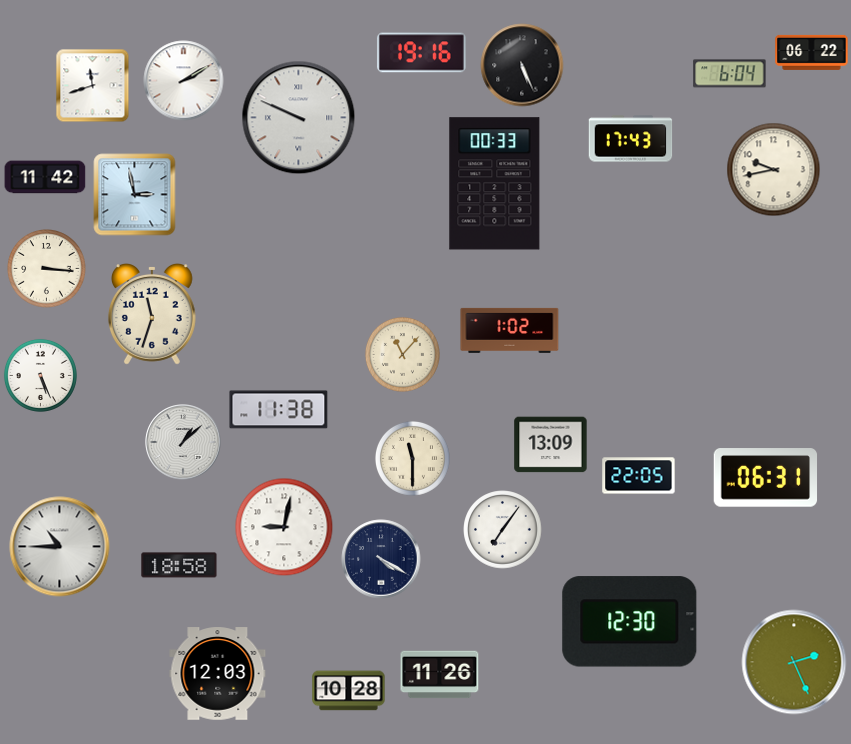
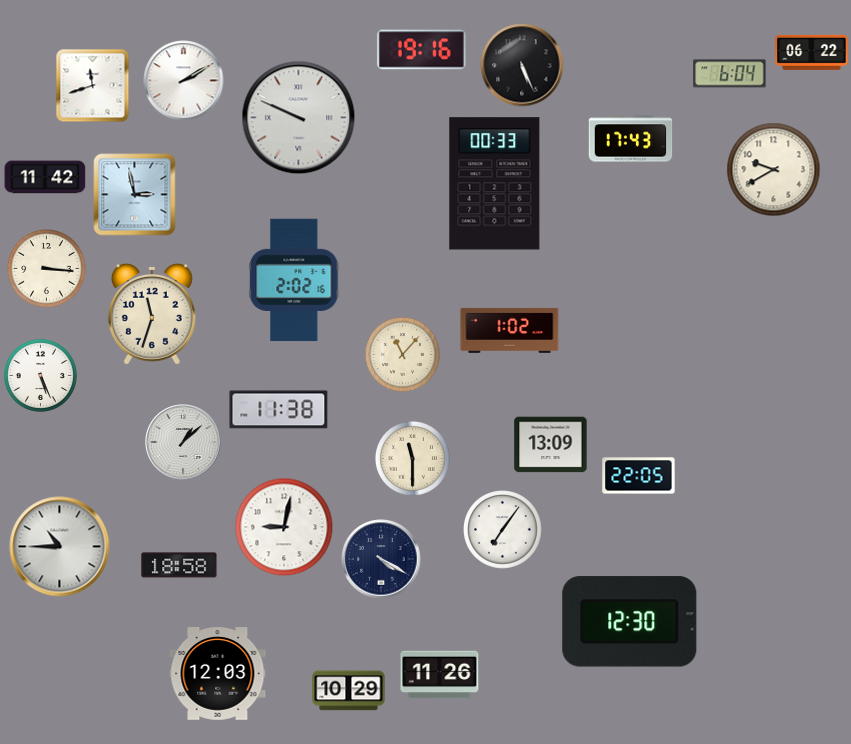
clock at (422, 53) position: (422, 53) -> (422, 50)
clock at (774, 170): 9:43 -> 9:40
clock at (294, 280): none -> 2:02
clock at (766, 478): 06:31 -> none
clock at (794, 662): 2:26 -> none
clock at (349, 691): 10:28 -> 10:29
